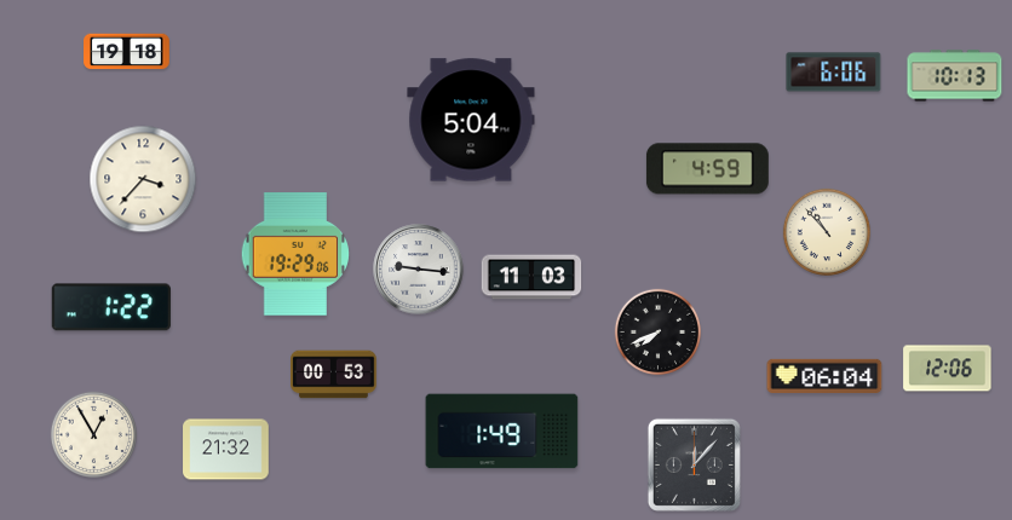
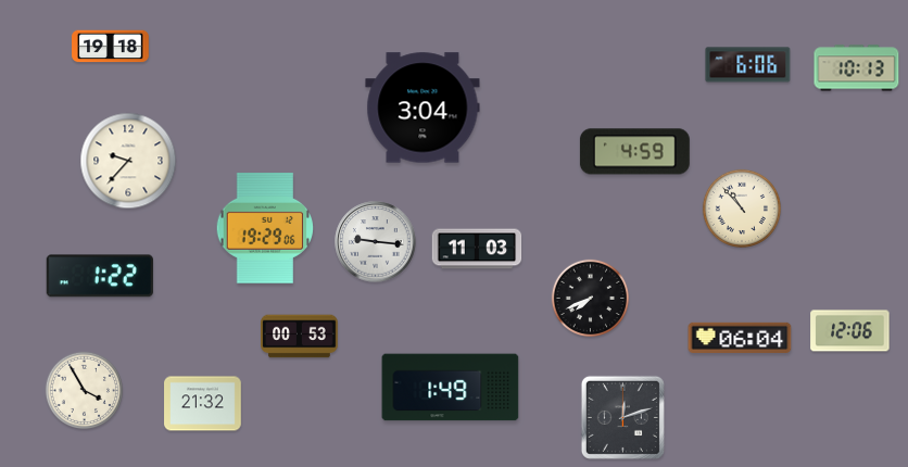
clock at (127, 52) position: (127, 52) -> (111, 47)
clock at (471, 120): 5:04 -> 3:04
clock at (143, 179): 3:37 -> 9:37
clock at (93, 434): 12:55 -> 3:55
clock at (694, 464): 12:07 -> 12:12
